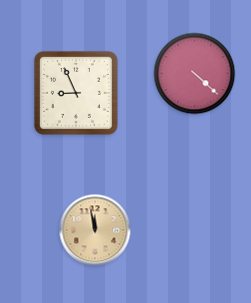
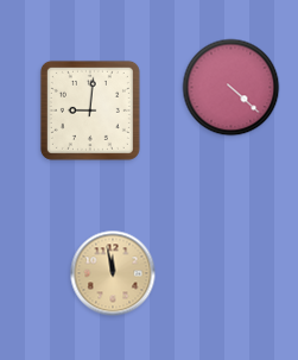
clock at (76, 93): 8:56 -> 9:01
